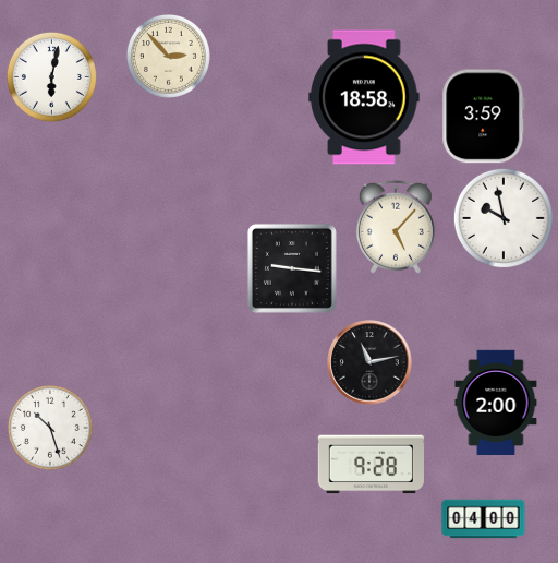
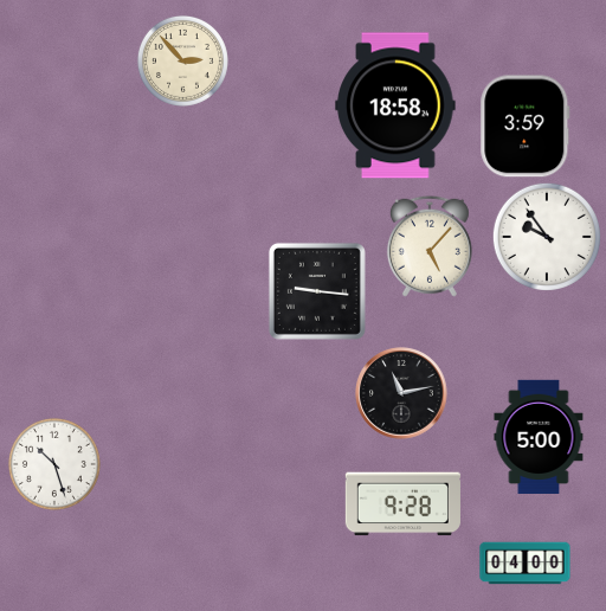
clock at (51, 76): 6:02 -> none
clock at (504, 218): 9:58 -> 9:54
clock at (496, 402): 2:00 -> 5:00
